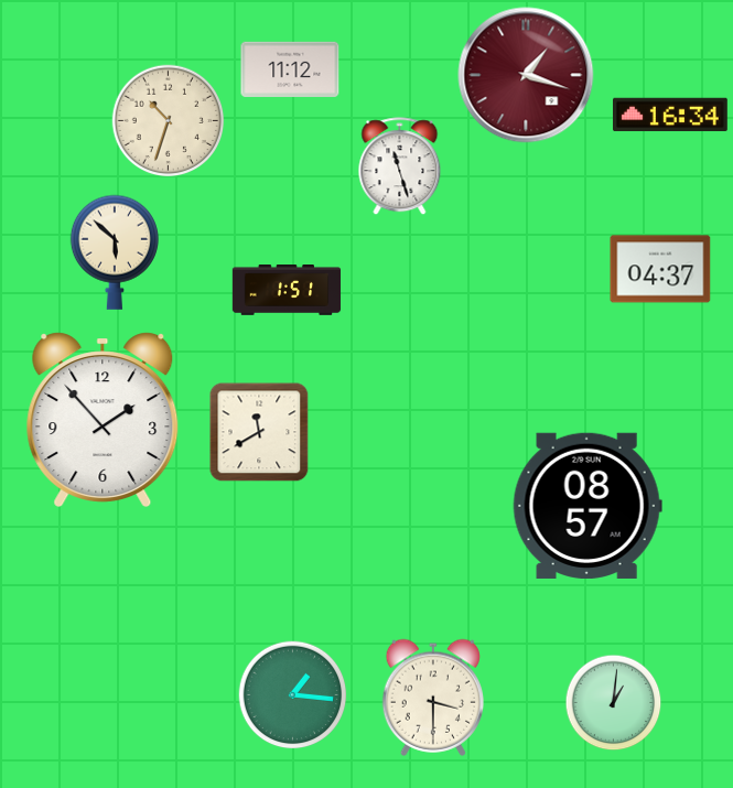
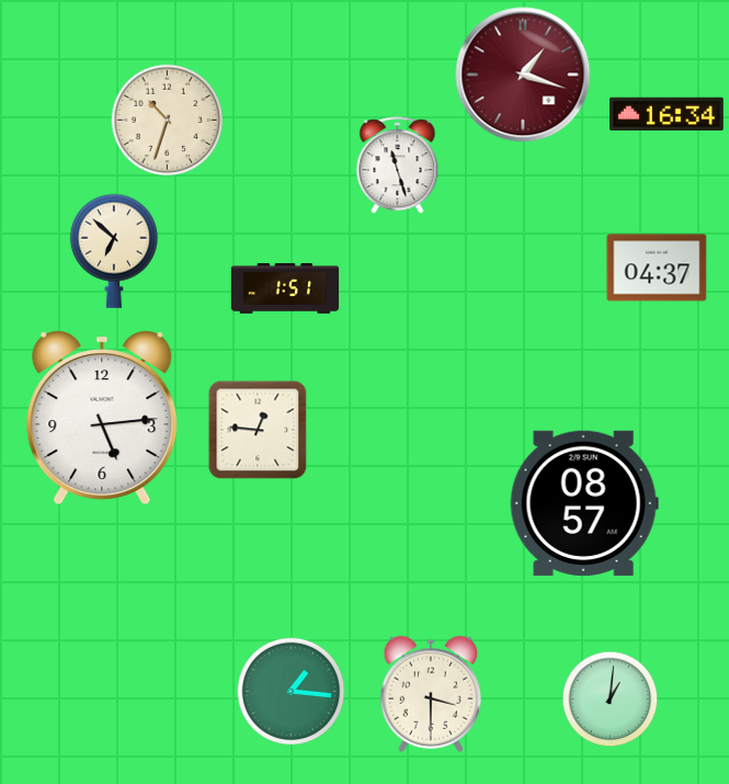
clock at (290, 69): 11:12 -> none
clock at (114, 252): 5:52 -> 6:52
clock at (103, 419): 1:53 -> 5:14
clock at (259, 432): 11:40 -> 12:46
